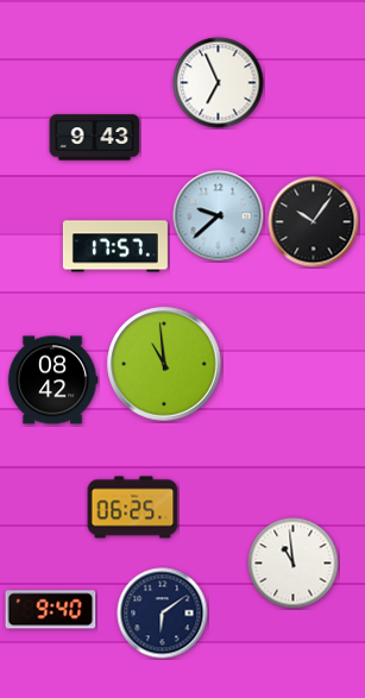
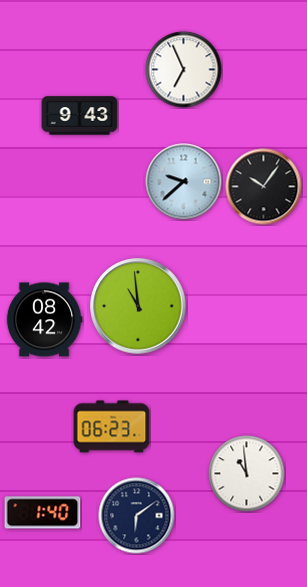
clock at (115, 246): 17:57 -> none
clock at (133, 508): 06:25 -> 06:23
clock at (51, 610): 9:40 -> 1:40
